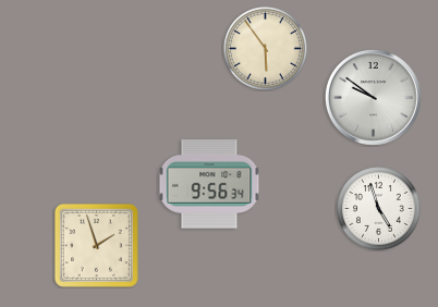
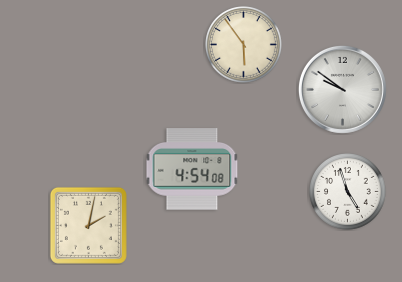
clock at (209, 184): 9:56 -> 4:54
clock at (96, 245): 1:57 -> 2:02
